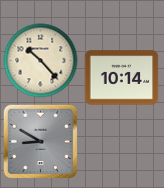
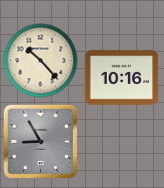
clock at (122, 78): 10:14 -> 10:16
clock at (41, 142): 8:50 -> 8:55
